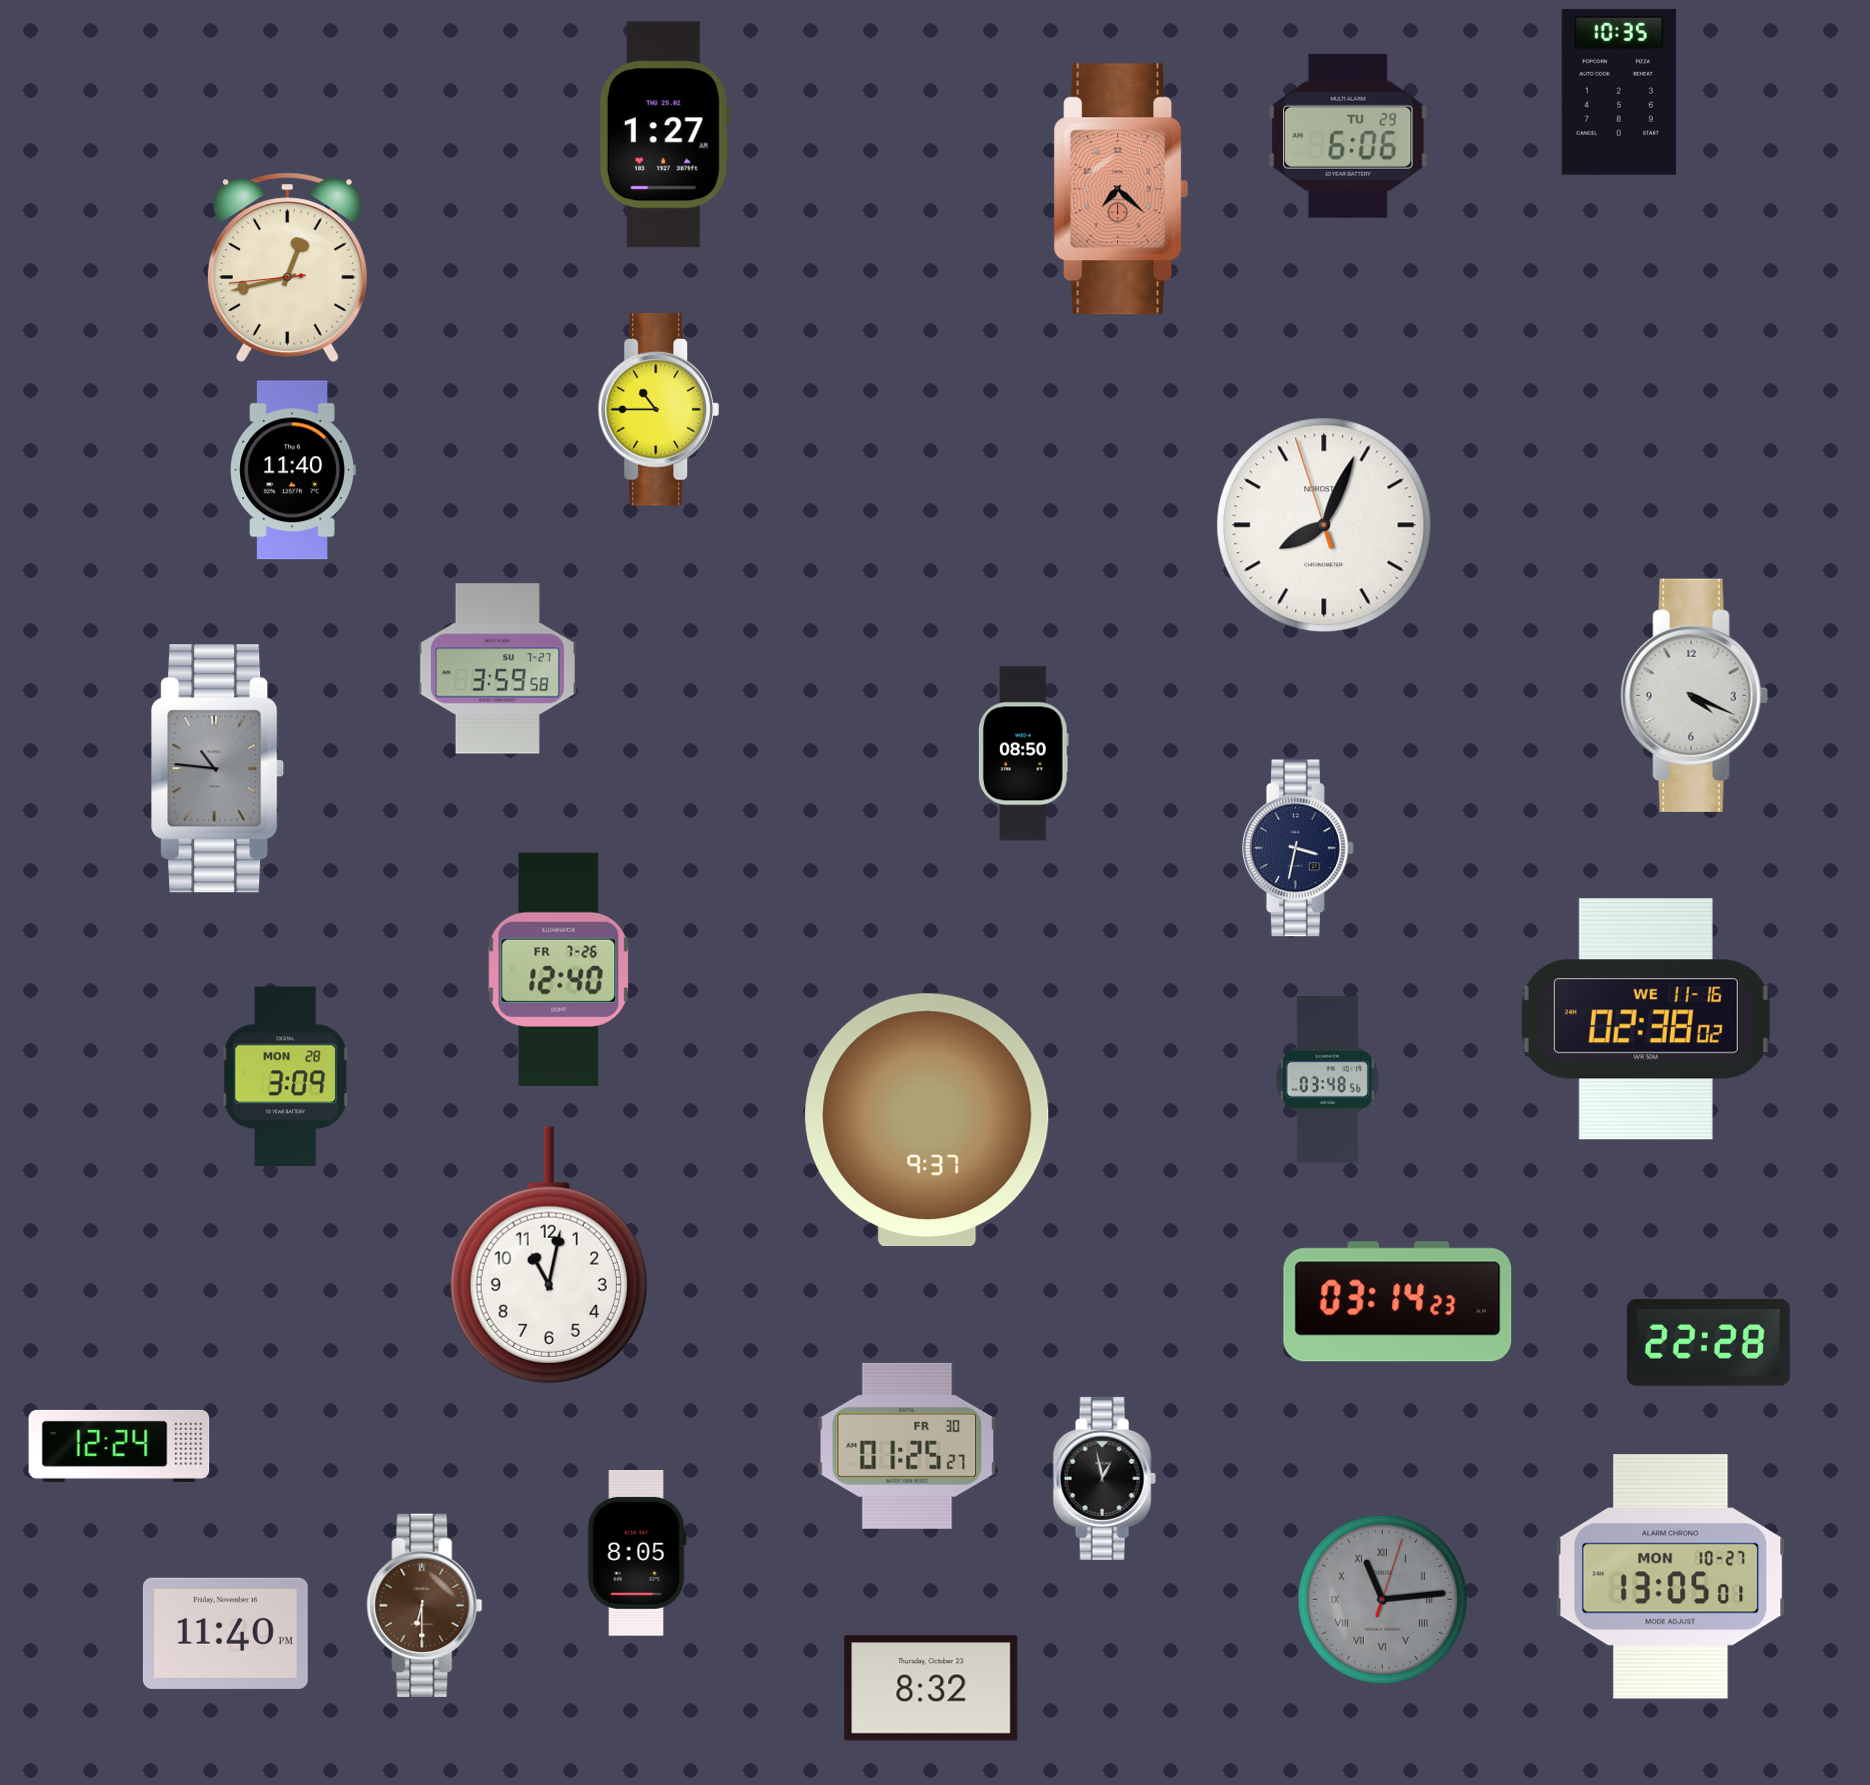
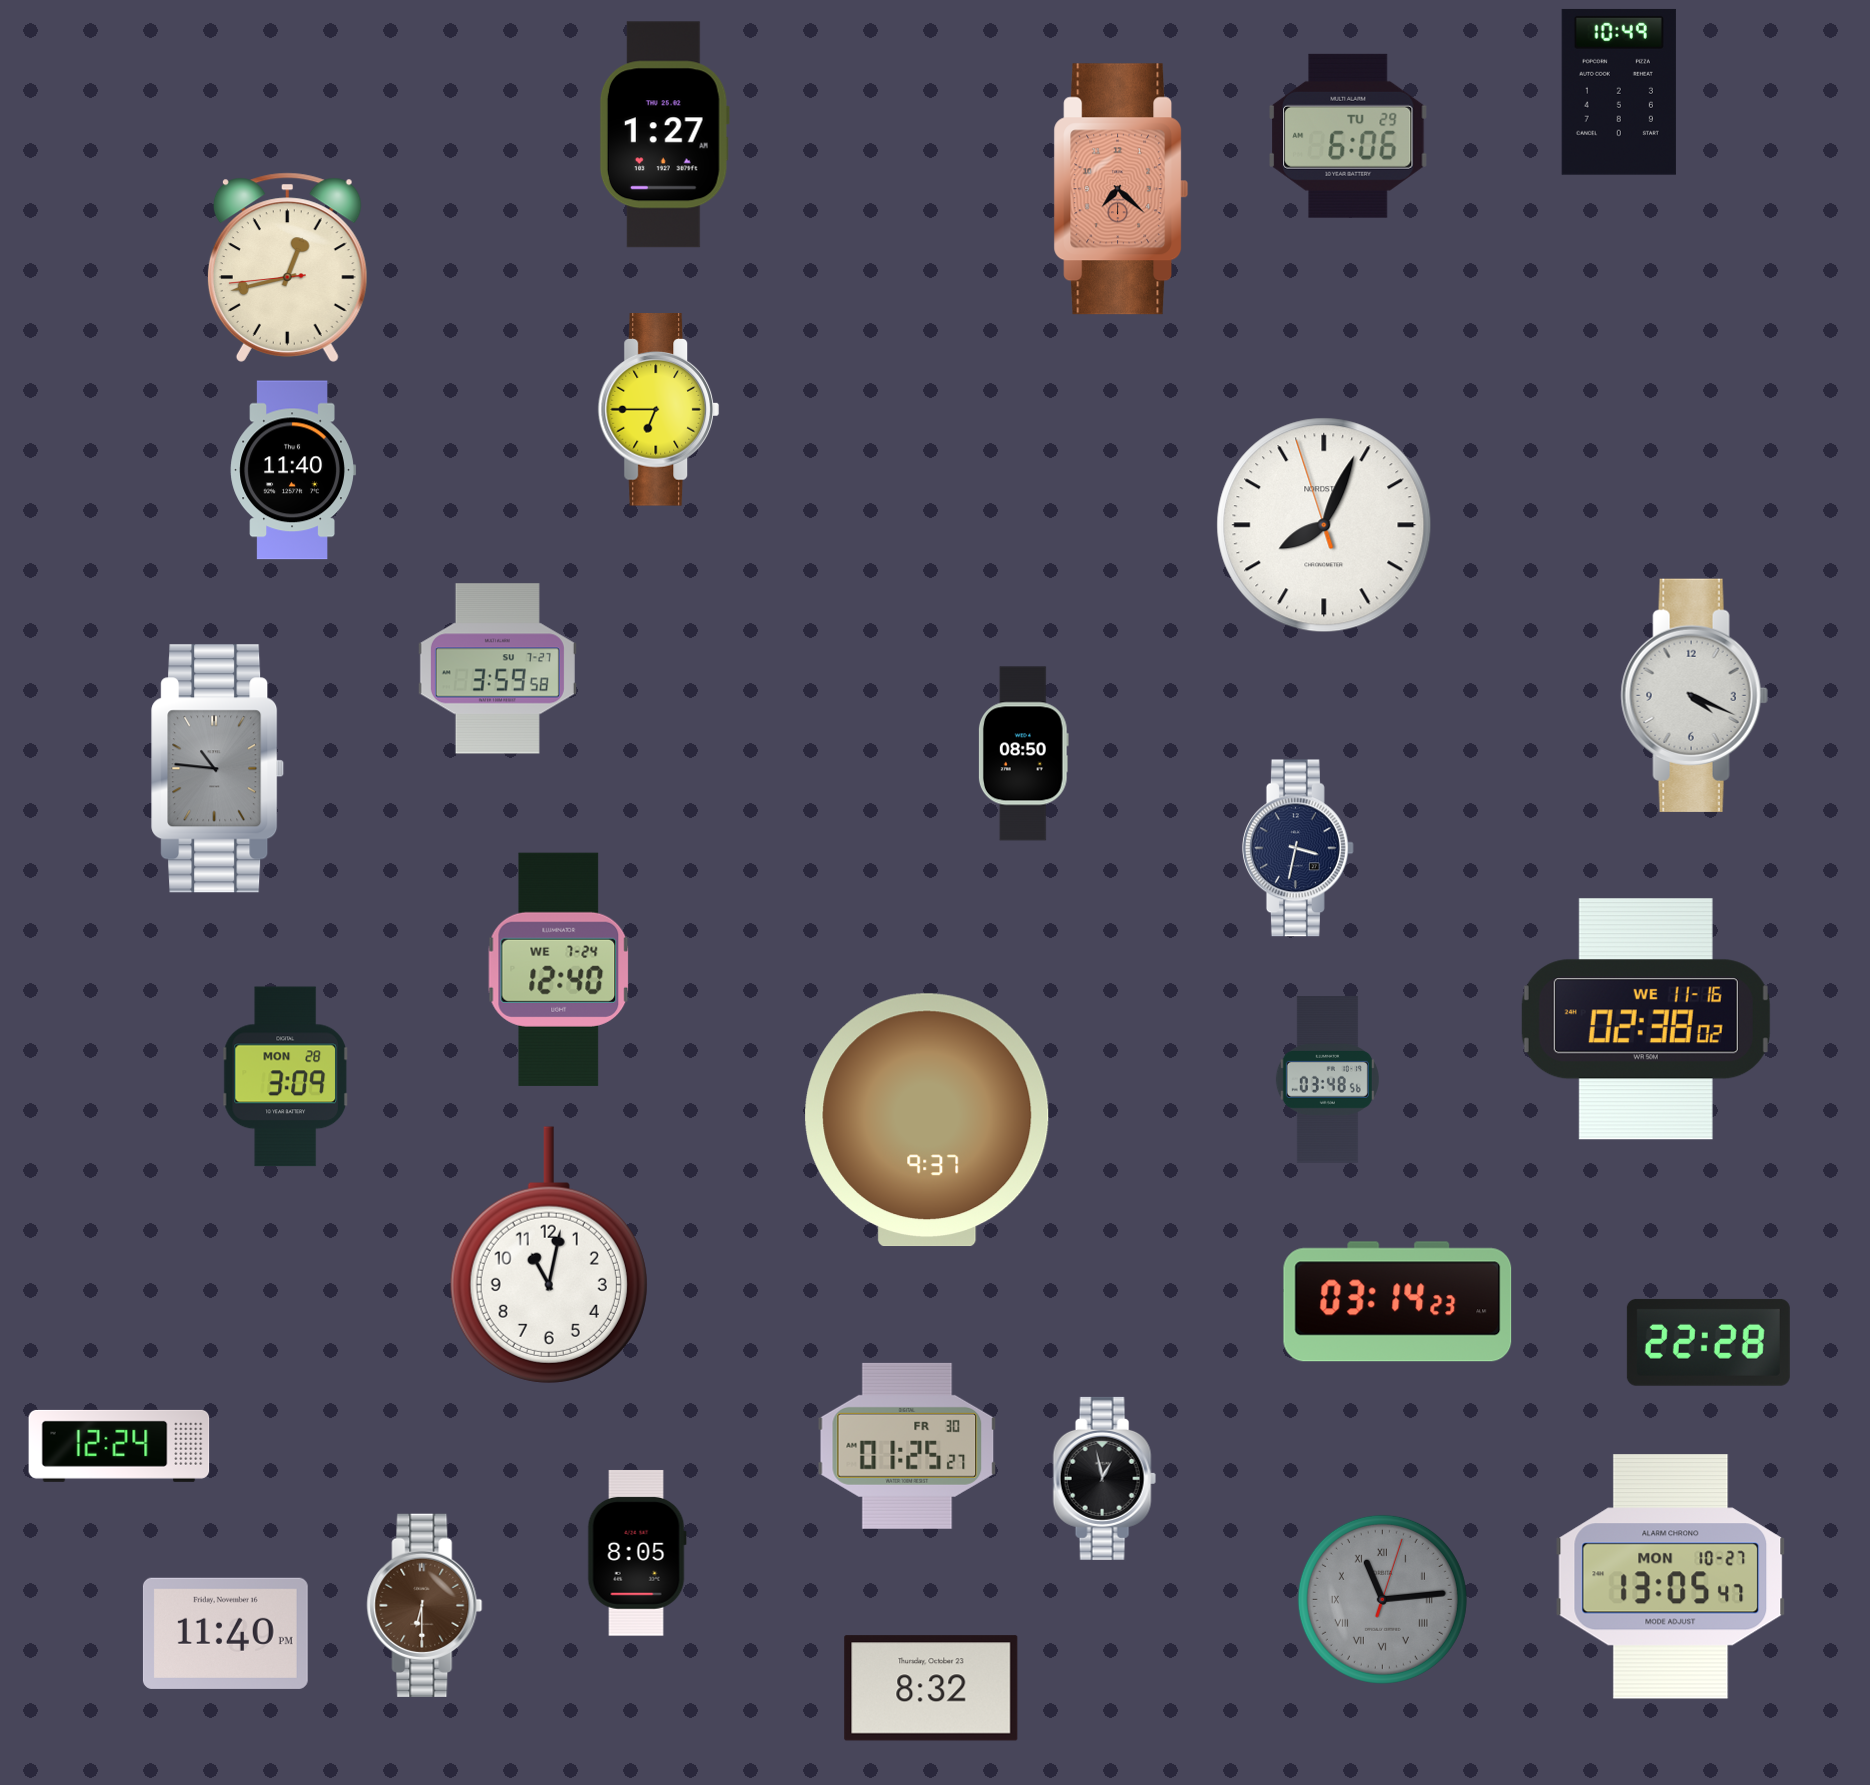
clock at (1619, 92): 10:35 -> 10:49
clock at (659, 410): 10:45 -> 6:45
clock at (559, 969) date: FR 7-26 -> WE 7-24
clock at (1671, 1577): 13:05:01 -> 13:05:47
